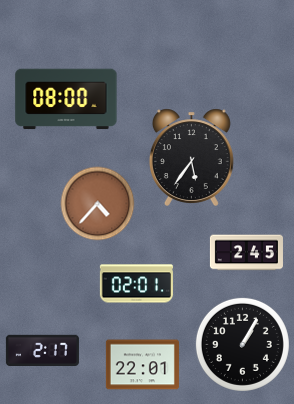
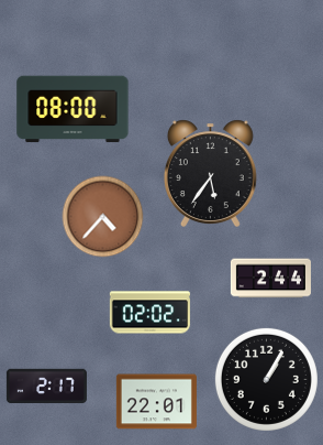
clock at (98, 204) position: (98, 204) -> (103, 217)
clock at (246, 253): 2:45 -> 2:44
clock at (136, 284): 02:01 -> 02:02
